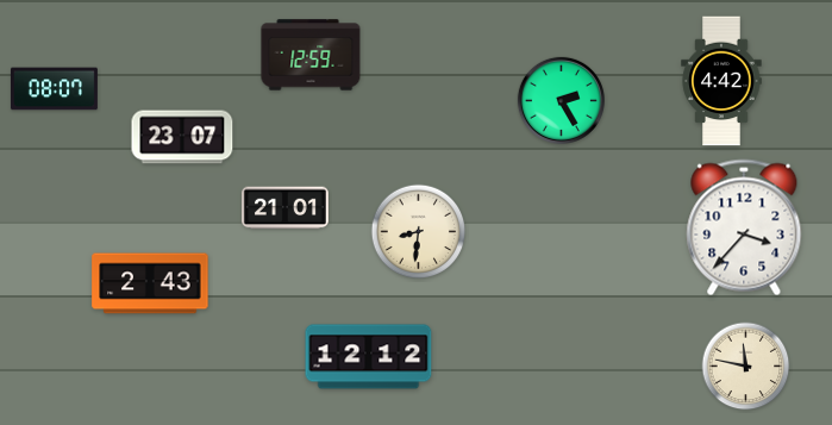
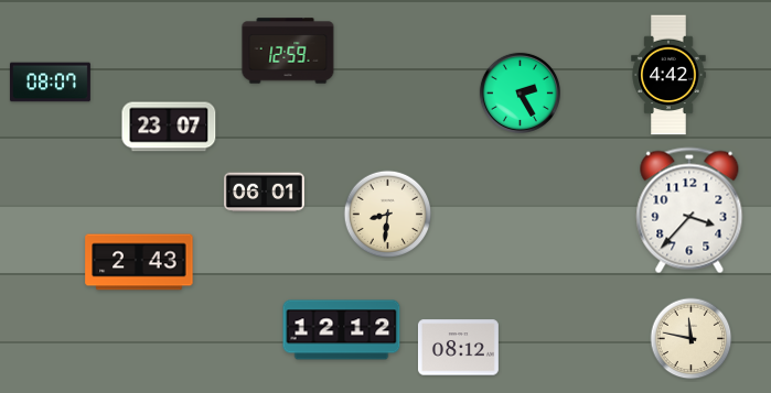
clock at (284, 208): 21:01 -> 06:01
clock at (458, 348): none -> 08:12
